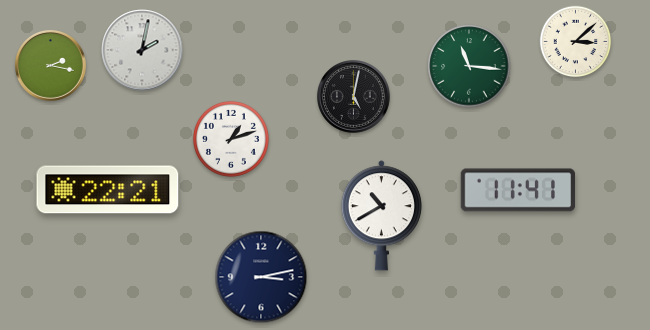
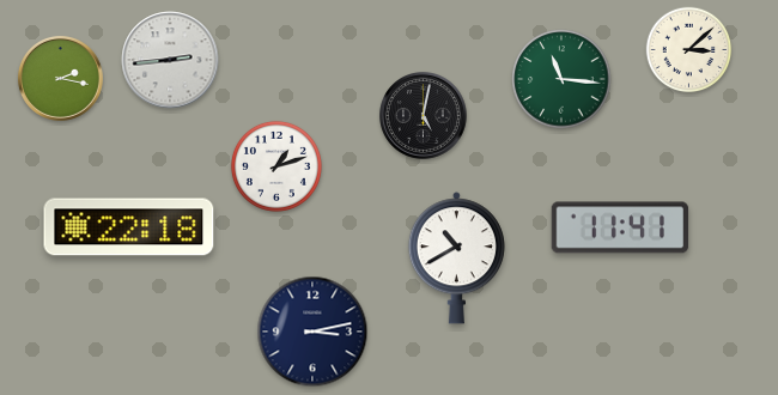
clock at (142, 50): 2:02 -> 2:44
clock at (108, 190): 22:21 -> 22:18
